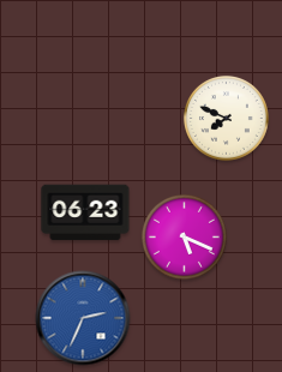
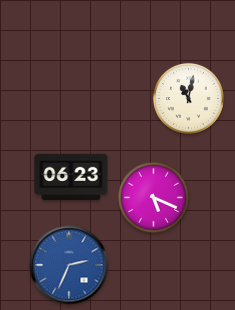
clock at (226, 118): 7:49 -> 11:02
